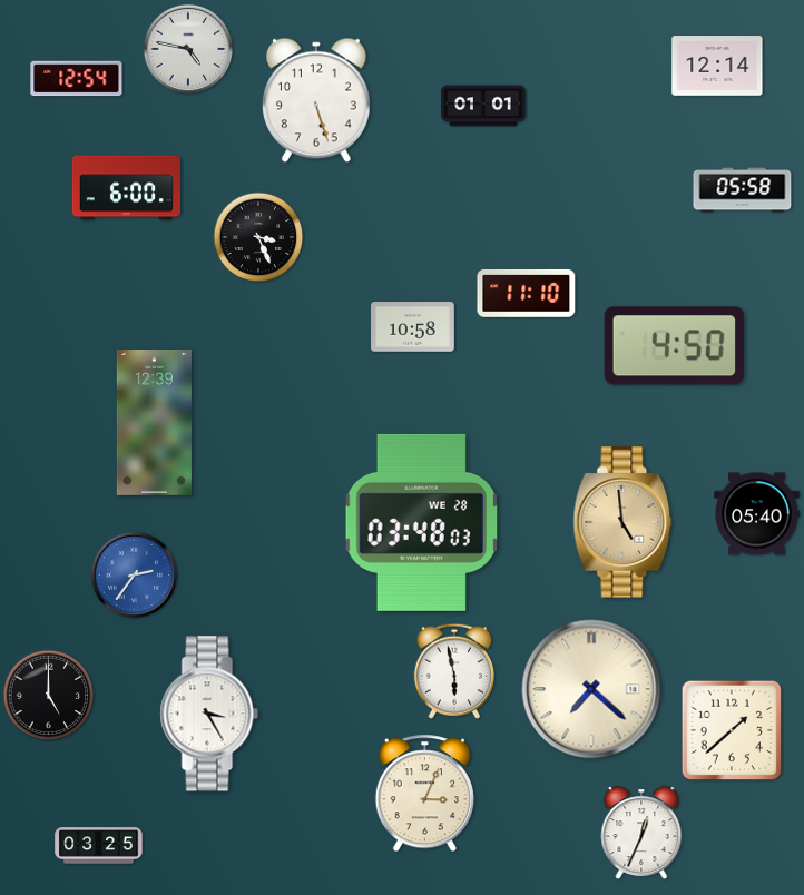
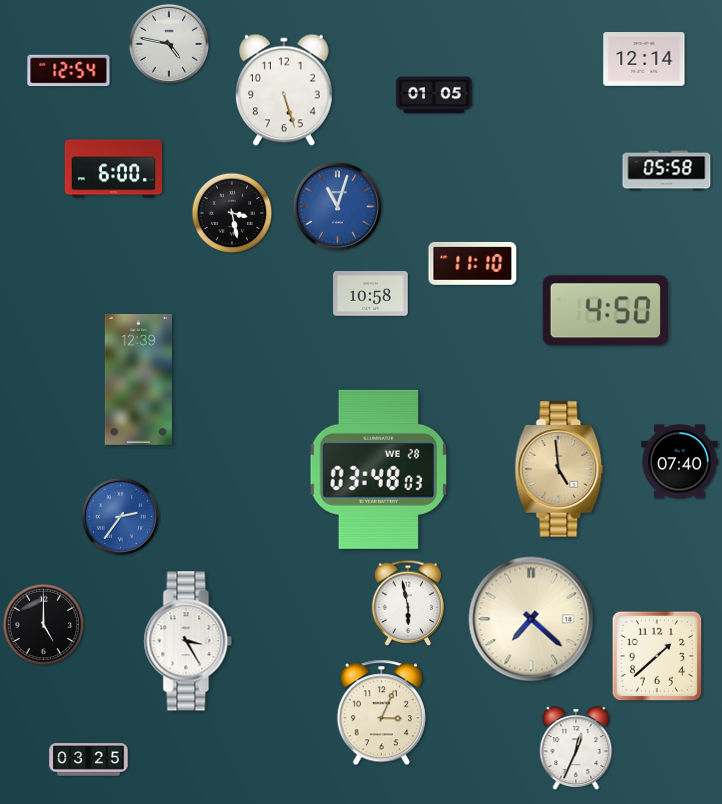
clock at (483, 106): 01:01 -> 01:05
clock at (338, 207): none -> 11:03
clock at (258, 237): 3:26 -> 3:28
clock at (757, 514): 05:40 -> 07:40
